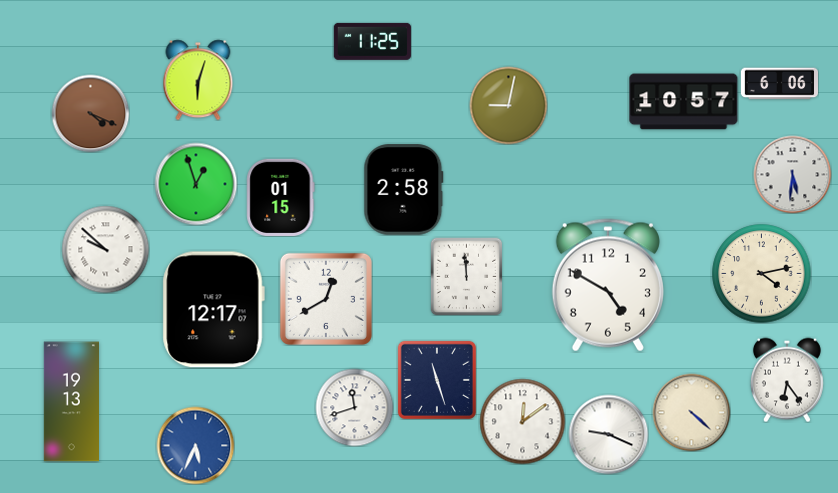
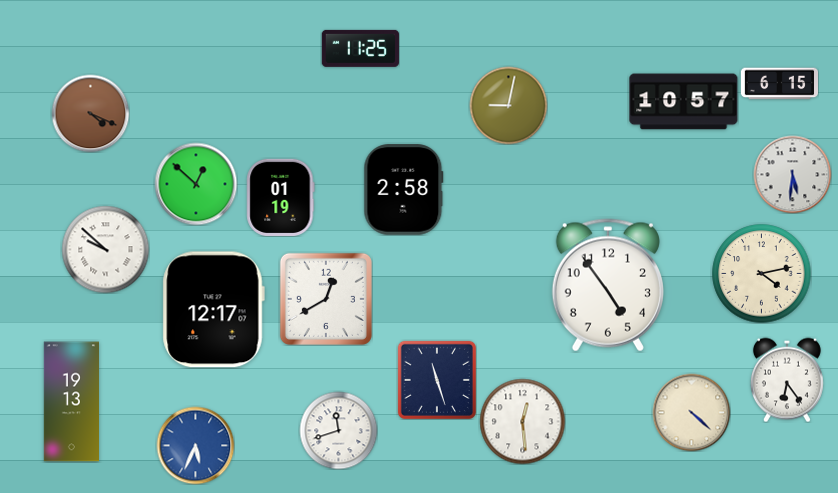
clock at (372, 41) position: (372, 41) -> (360, 48)
clock at (198, 80): 6:03 -> none
clock at (779, 84): 6:06 -> 6:15
clock at (196, 184): 12:57 -> 12:52
clock at (281, 197): 01:15 -> 01:19
clock at (467, 276): 11:59 -> none
clock at (608, 285): 4:50 -> 4:54
clock at (354, 407) position: (354, 407) -> (338, 430)
clock at (522, 421): 12:09 -> 12:29
clock at (608, 434): 9:19 -> none
